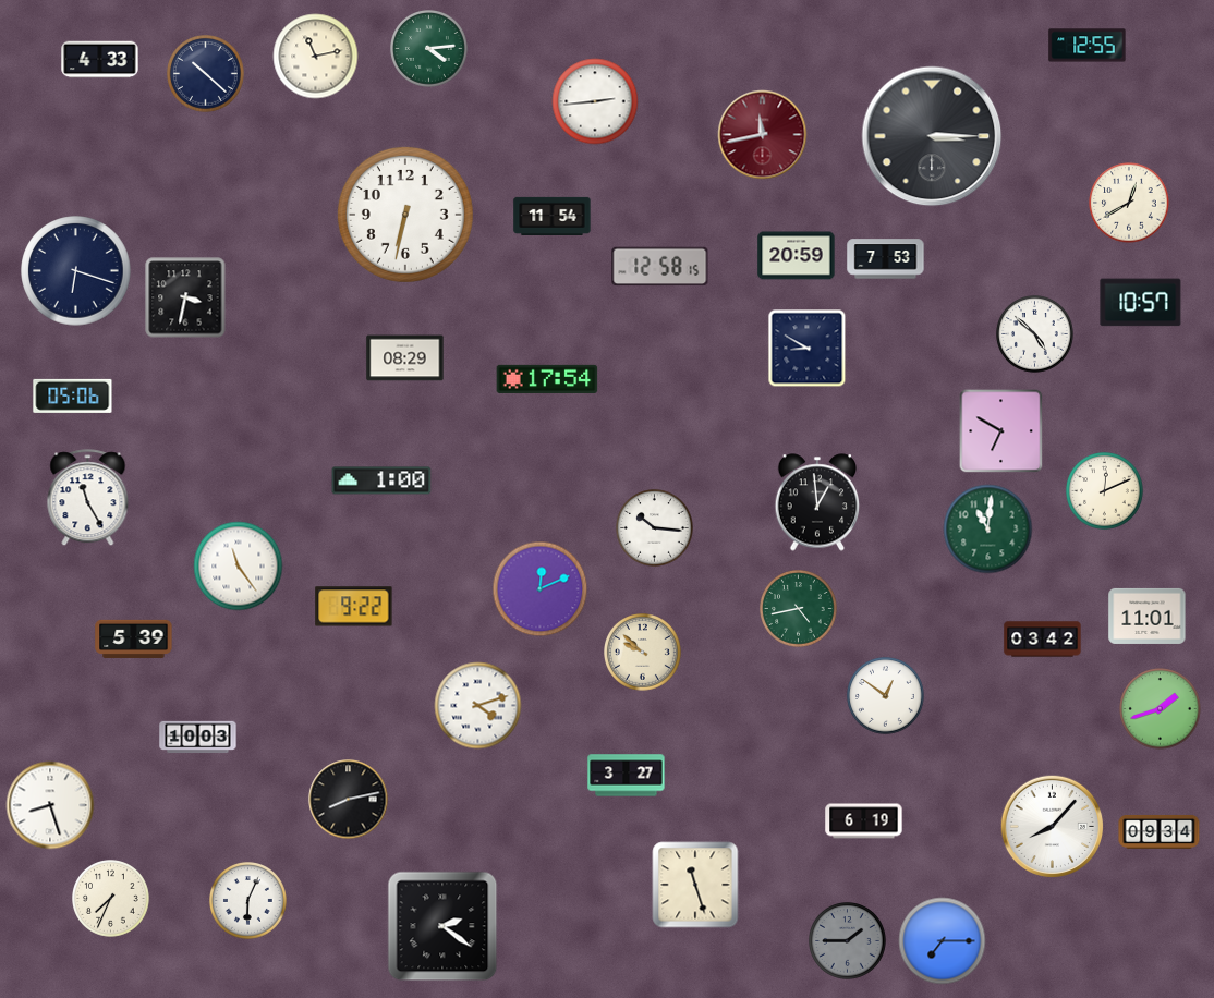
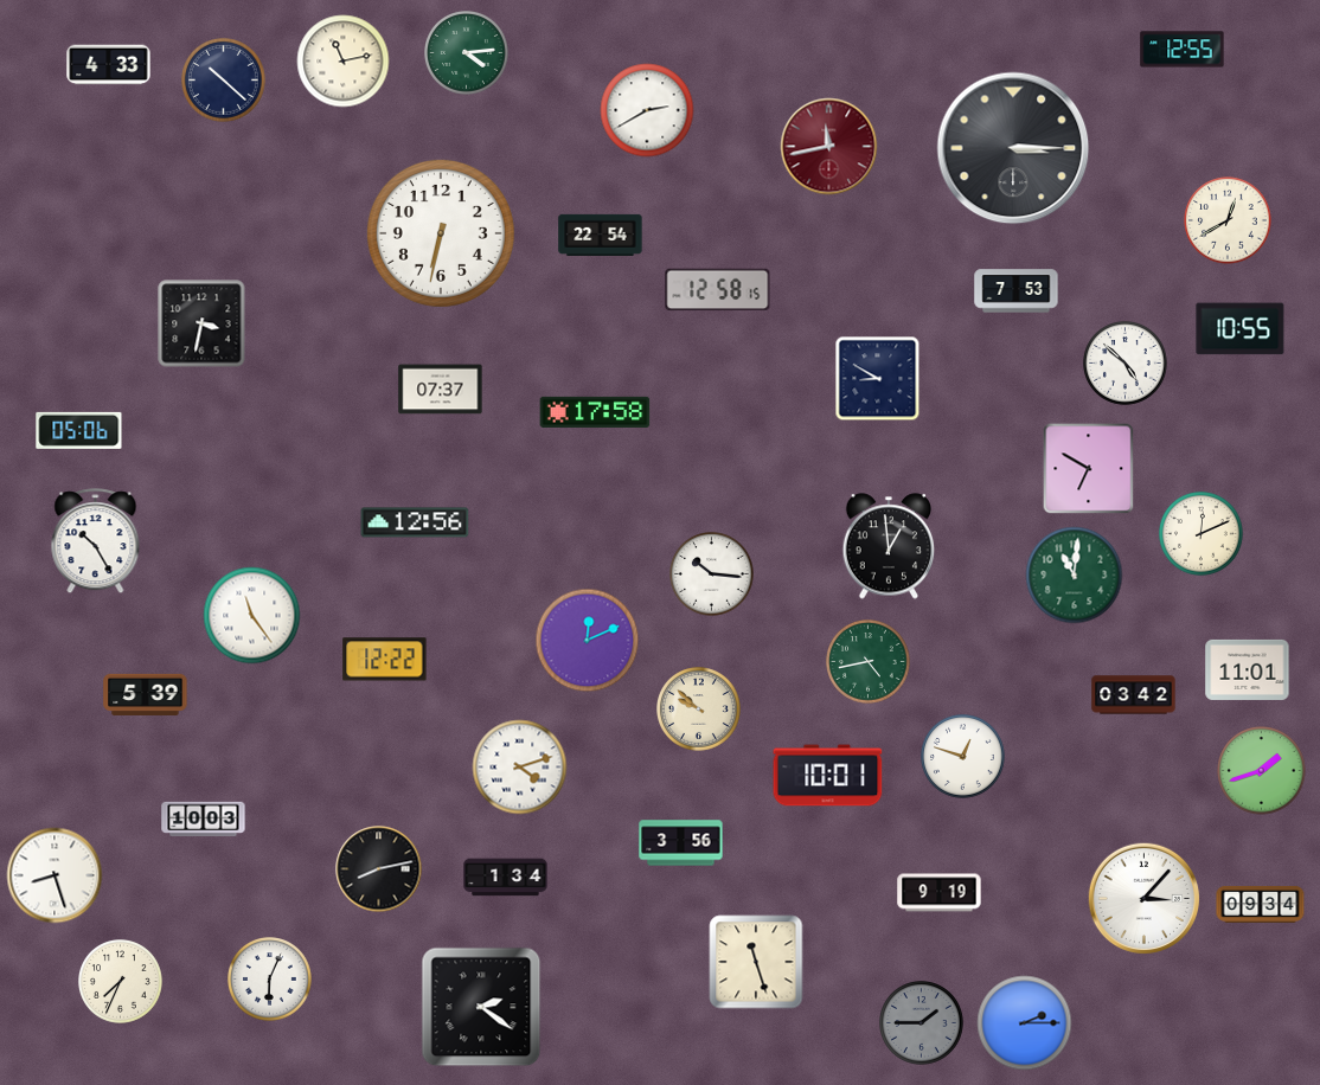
clock at (595, 101): 2:44 -> 2:40
clock at (553, 216): 11:54 -> 22:54
clock at (797, 256): 20:59 -> none
clock at (886, 259) position: (886, 259) -> (1017, 291)
clock at (76, 271): 6:18 -> none
clock at (1141, 303): 10:57 -> 10:55
clock at (405, 358): 08:29 -> 07:37
clock at (547, 379): 17:54 -> 17:58
clock at (381, 480): 1:00 -> 12:56
clock at (88, 498): 11:25 -> 10:25
clock at (239, 567) position: (239, 567) -> (252, 616)
clock at (354, 607): 9:22 -> 12:22
clock at (886, 696): 12:51 -> 12:48
clock at (828, 776): none -> 10:01
clock at (198, 738) position: (198, 738) -> (204, 820)
clock at (627, 776): 3:27 -> 3:56
clock at (506, 878): none -> 1:34
clock at (864, 821): 6:19 -> 9:19
clock at (1053, 827): 8:07 -> 3:07
clock at (111, 899) position: (111, 899) -> (121, 982)
clock at (943, 941): 7:15 -> 2:15
